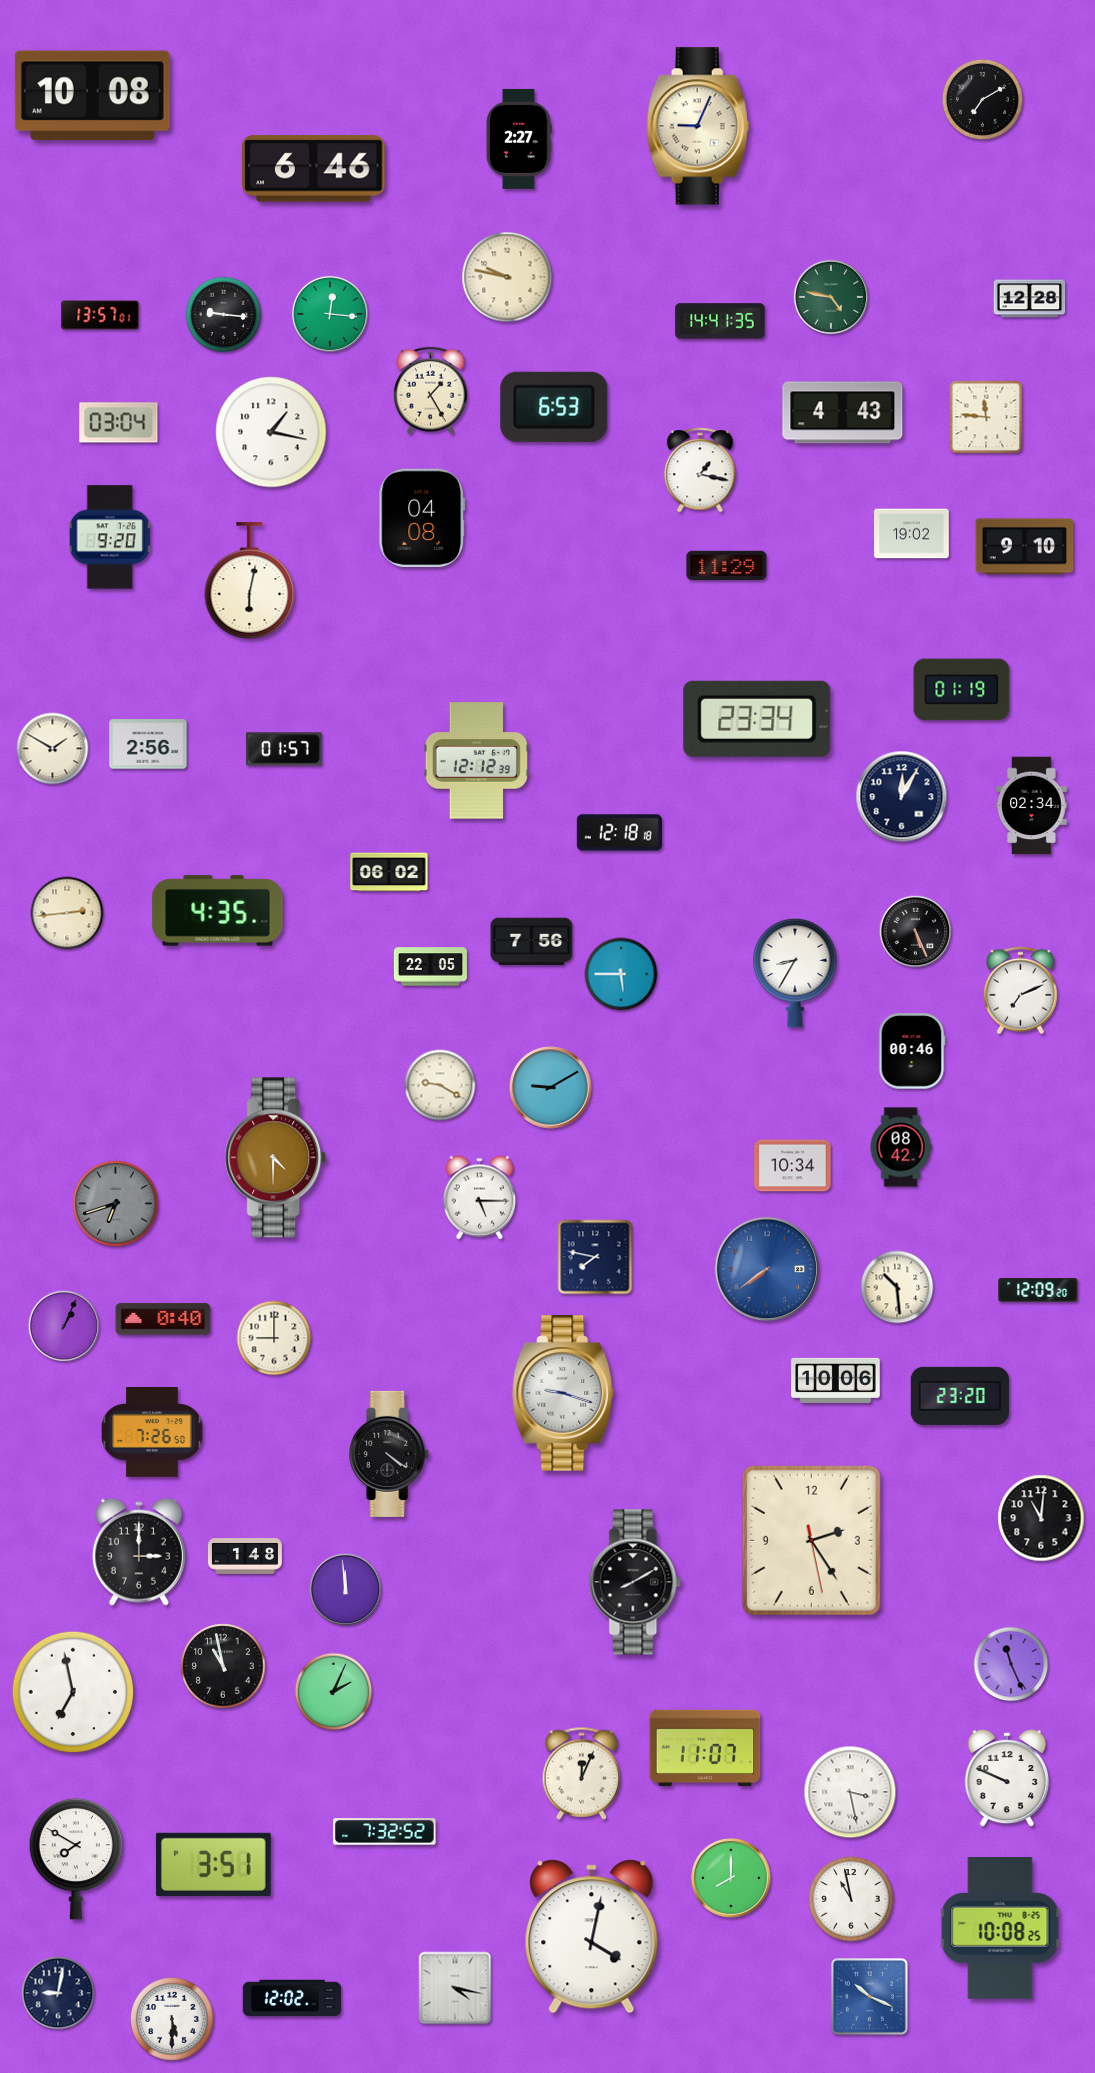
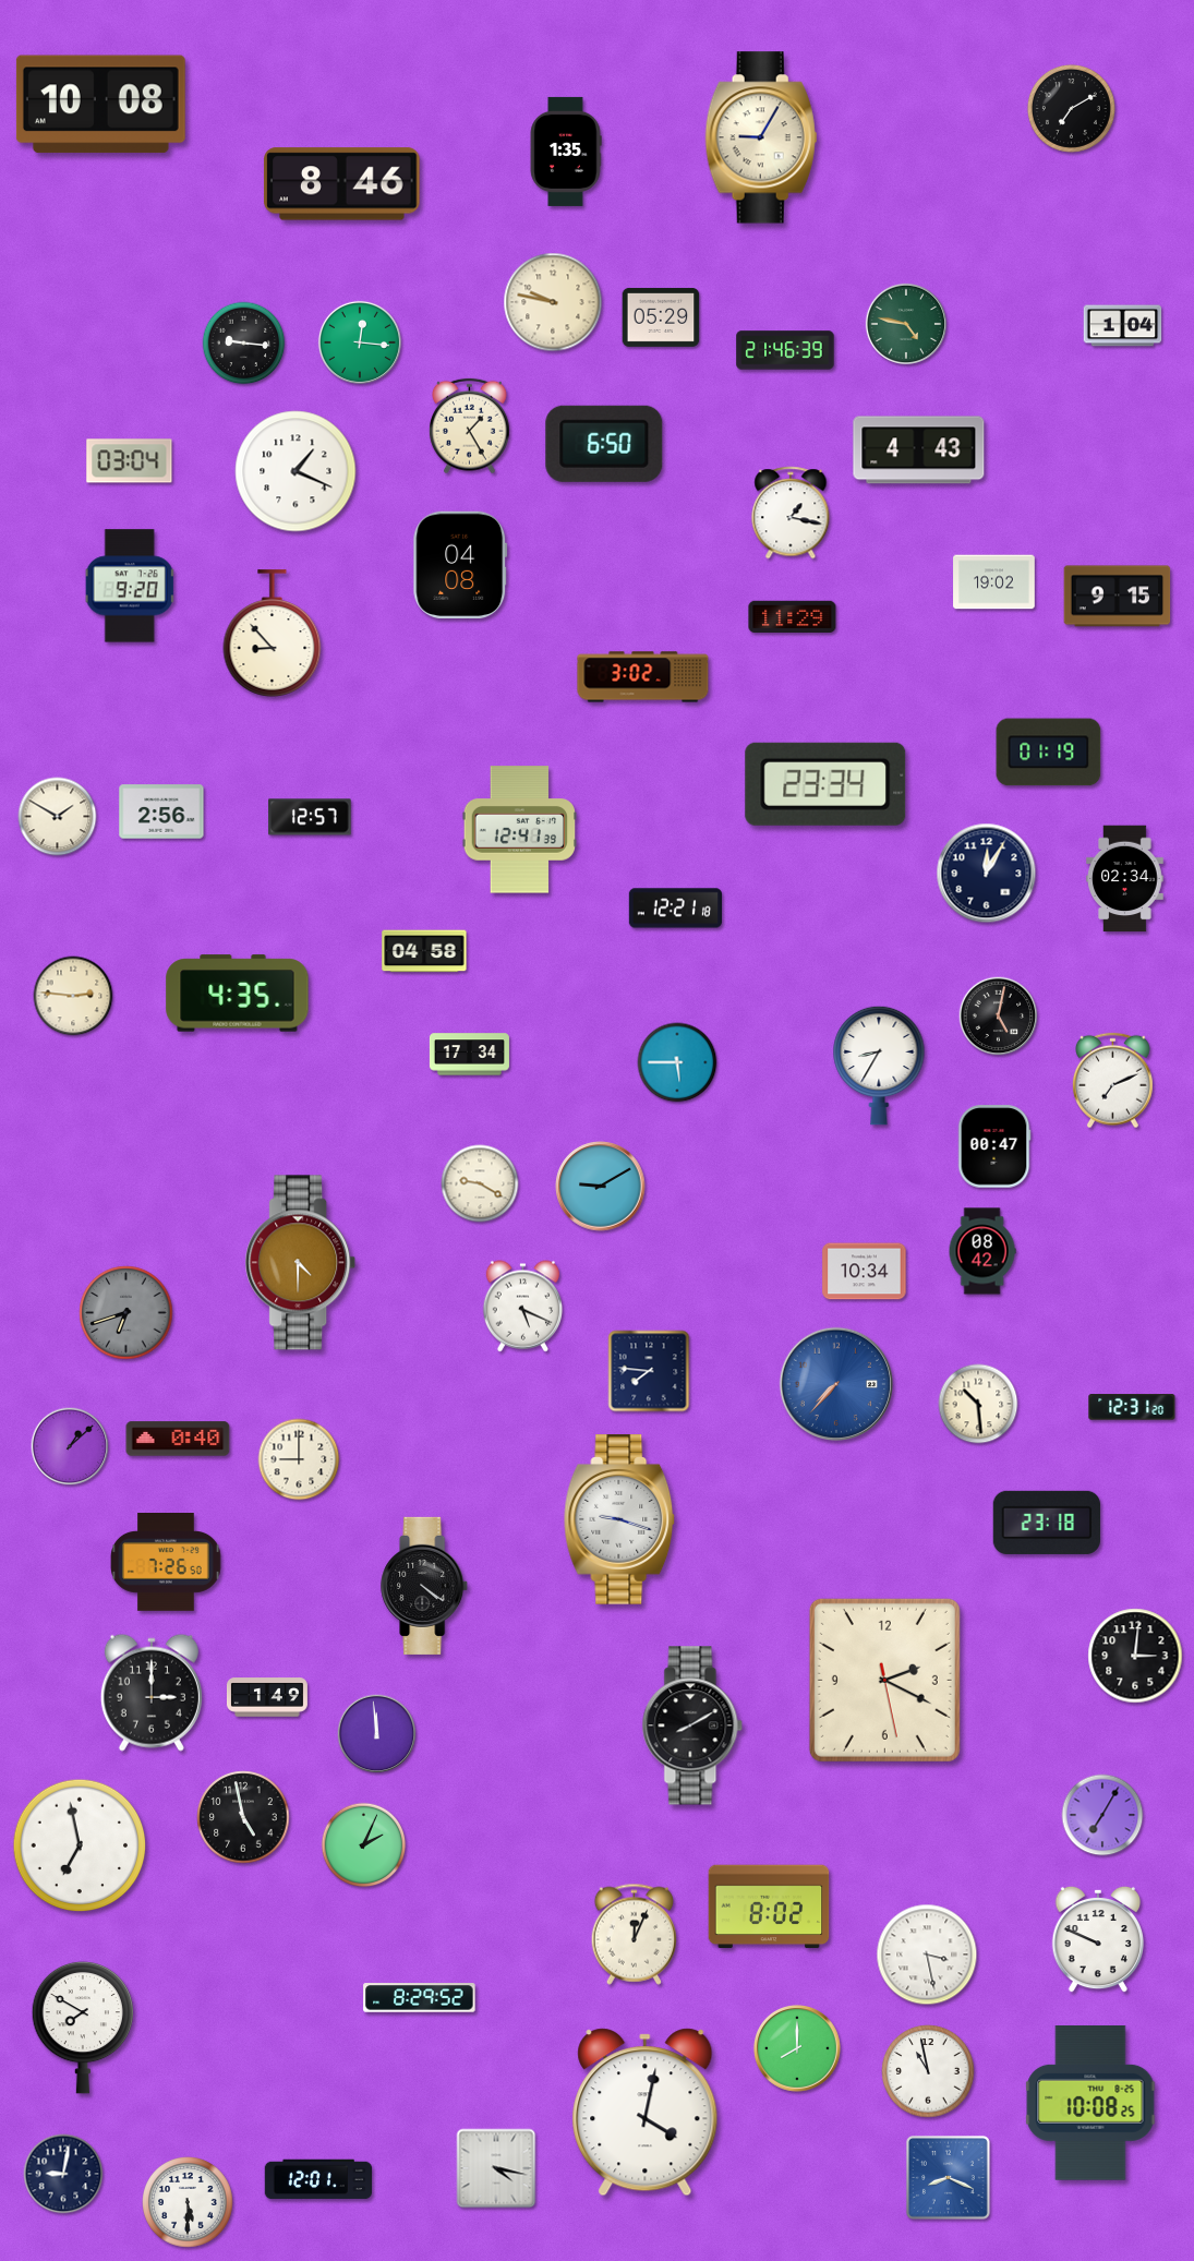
clock at (698, 126): 9:04 -> 9:05
clock at (519, 139): 2:27 -> 1:35
clock at (314, 169): 6:46 -> 8:46
clock at (661, 317): none -> 05:29
clock at (1030, 299): 12:28 -> 1:04
clock at (100, 315): 13:57 -> none
clock at (720, 321): 14:41 -> 21:46
clock at (554, 407): 6:53 -> 6:50
clock at (986, 417): 11:46 -> none
clock at (271, 432): 1:17 -> 1:19
clock at (700, 470) position: (700, 470) -> (791, 513)
clock at (110, 537) position: (110, 537) -> (130, 586)
clock at (1025, 547): 9:10 -> 9:15
clock at (250, 581): 6:02 -> 8:53
clock at (643, 677): none -> 3:02
clock at (284, 749): 01:57 -> 12:57
clock at (476, 761): 12:12 -> 12:41
clock at (902, 797) position: (902, 797) -> (987, 874)
clock at (619, 833): 12:18 -> 12:21
clock at (389, 872): 06:02 -> 04:58
clock at (67, 913): 2:44 -> 2:46
clock at (916, 932): 5:26 -> 5:02
clock at (532, 942): 7:56 -> none
clock at (430, 967): 22:05 -> 17:34
clock at (795, 973) position: (795, 973) -> (879, 1066)
clock at (912, 1051): 00:46 -> 00:47
clock at (479, 1198): 5:15 -> 5:19
clock at (595, 1257): 7:47 -> 7:46
clock at (766, 1268): 7:39 -> 7:37
clock at (1038, 1290): 12:09 -> 12:31
clock at (64, 1326): 1:04 -> 1:08
clock at (836, 1380): 10:06 -> none
clock at (564, 1393) position: (564, 1393) -> (620, 1519)
clock at (959, 1396): 23:20 -> 23:18
clock at (1041, 1518): 11:01 -> 3:01
clock at (811, 1540): 2:24 -> 2:19
clock at (245, 1556): 1:48 -> 1:49
clock at (1011, 1664): 11:26 -> 7:05
clock at (223, 1666): 10:58 -> 4:58
clock at (705, 1748): 11:07 -> 8:02
clock at (385, 1832): 7:32 -> 8:29
clock at (214, 1864): 3:51 -> none
clock at (870, 1997): 10:19 -> 8:19
clock at (292, 1998): 12:02 -> 12:01
